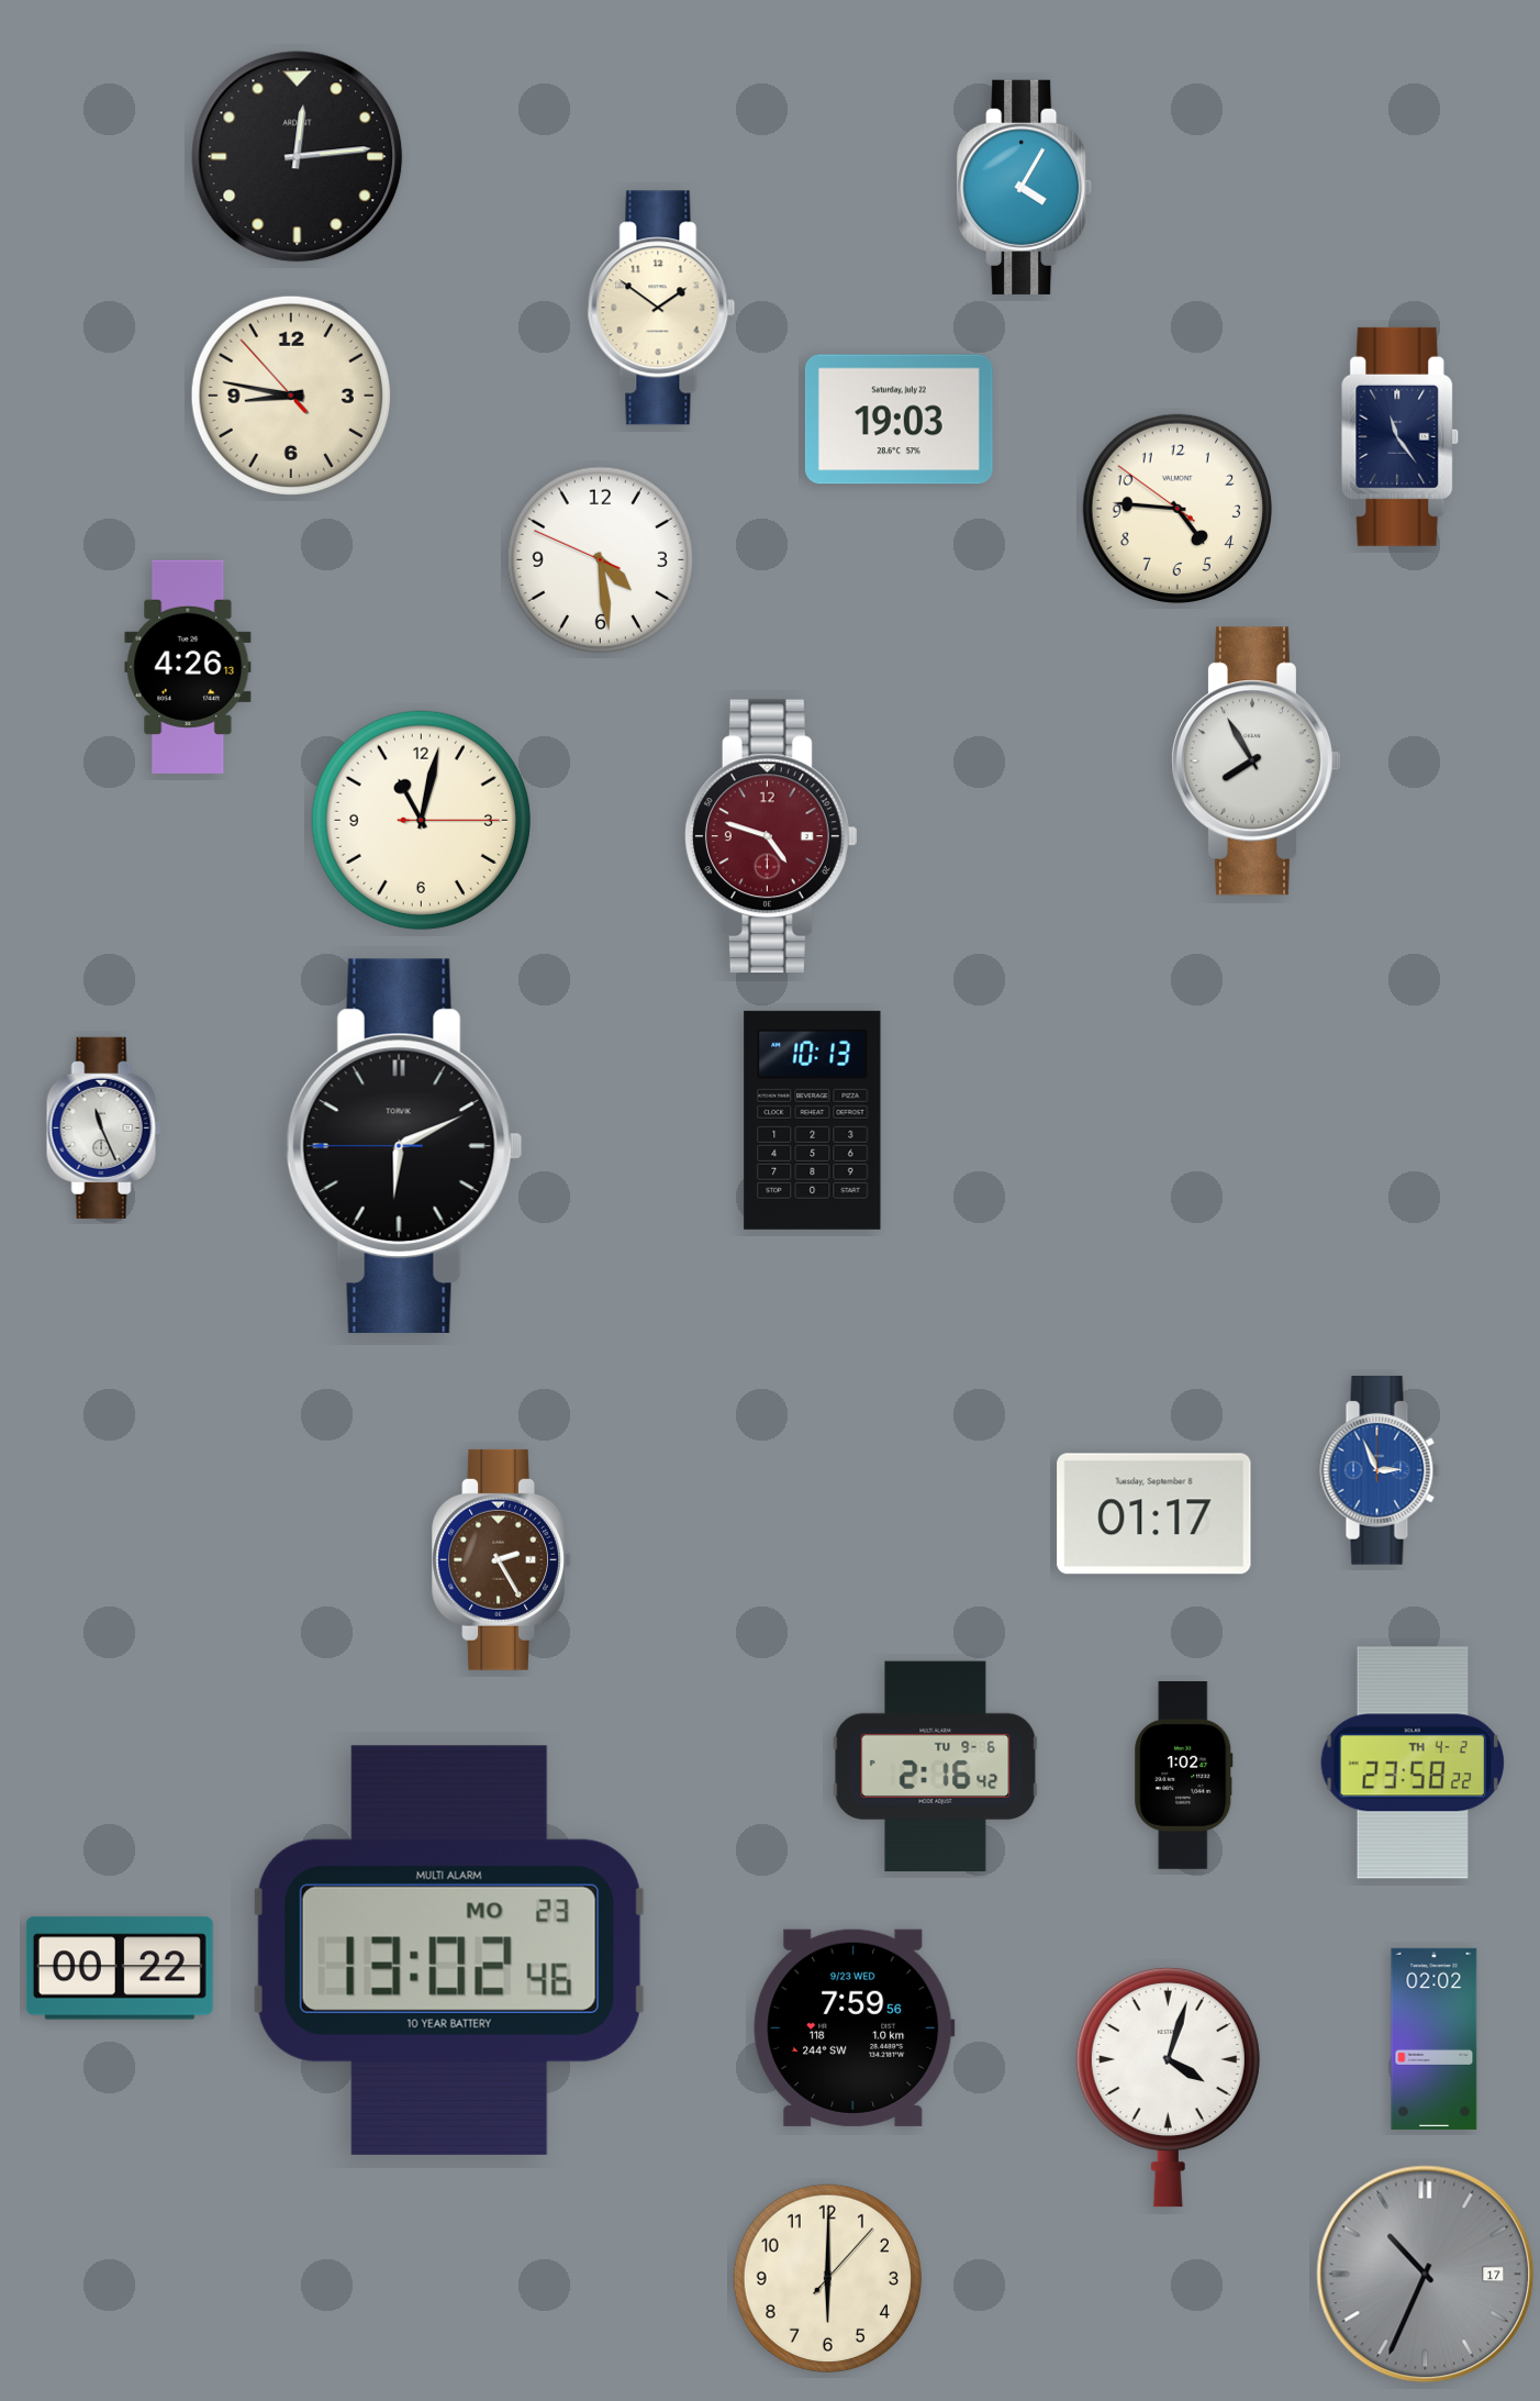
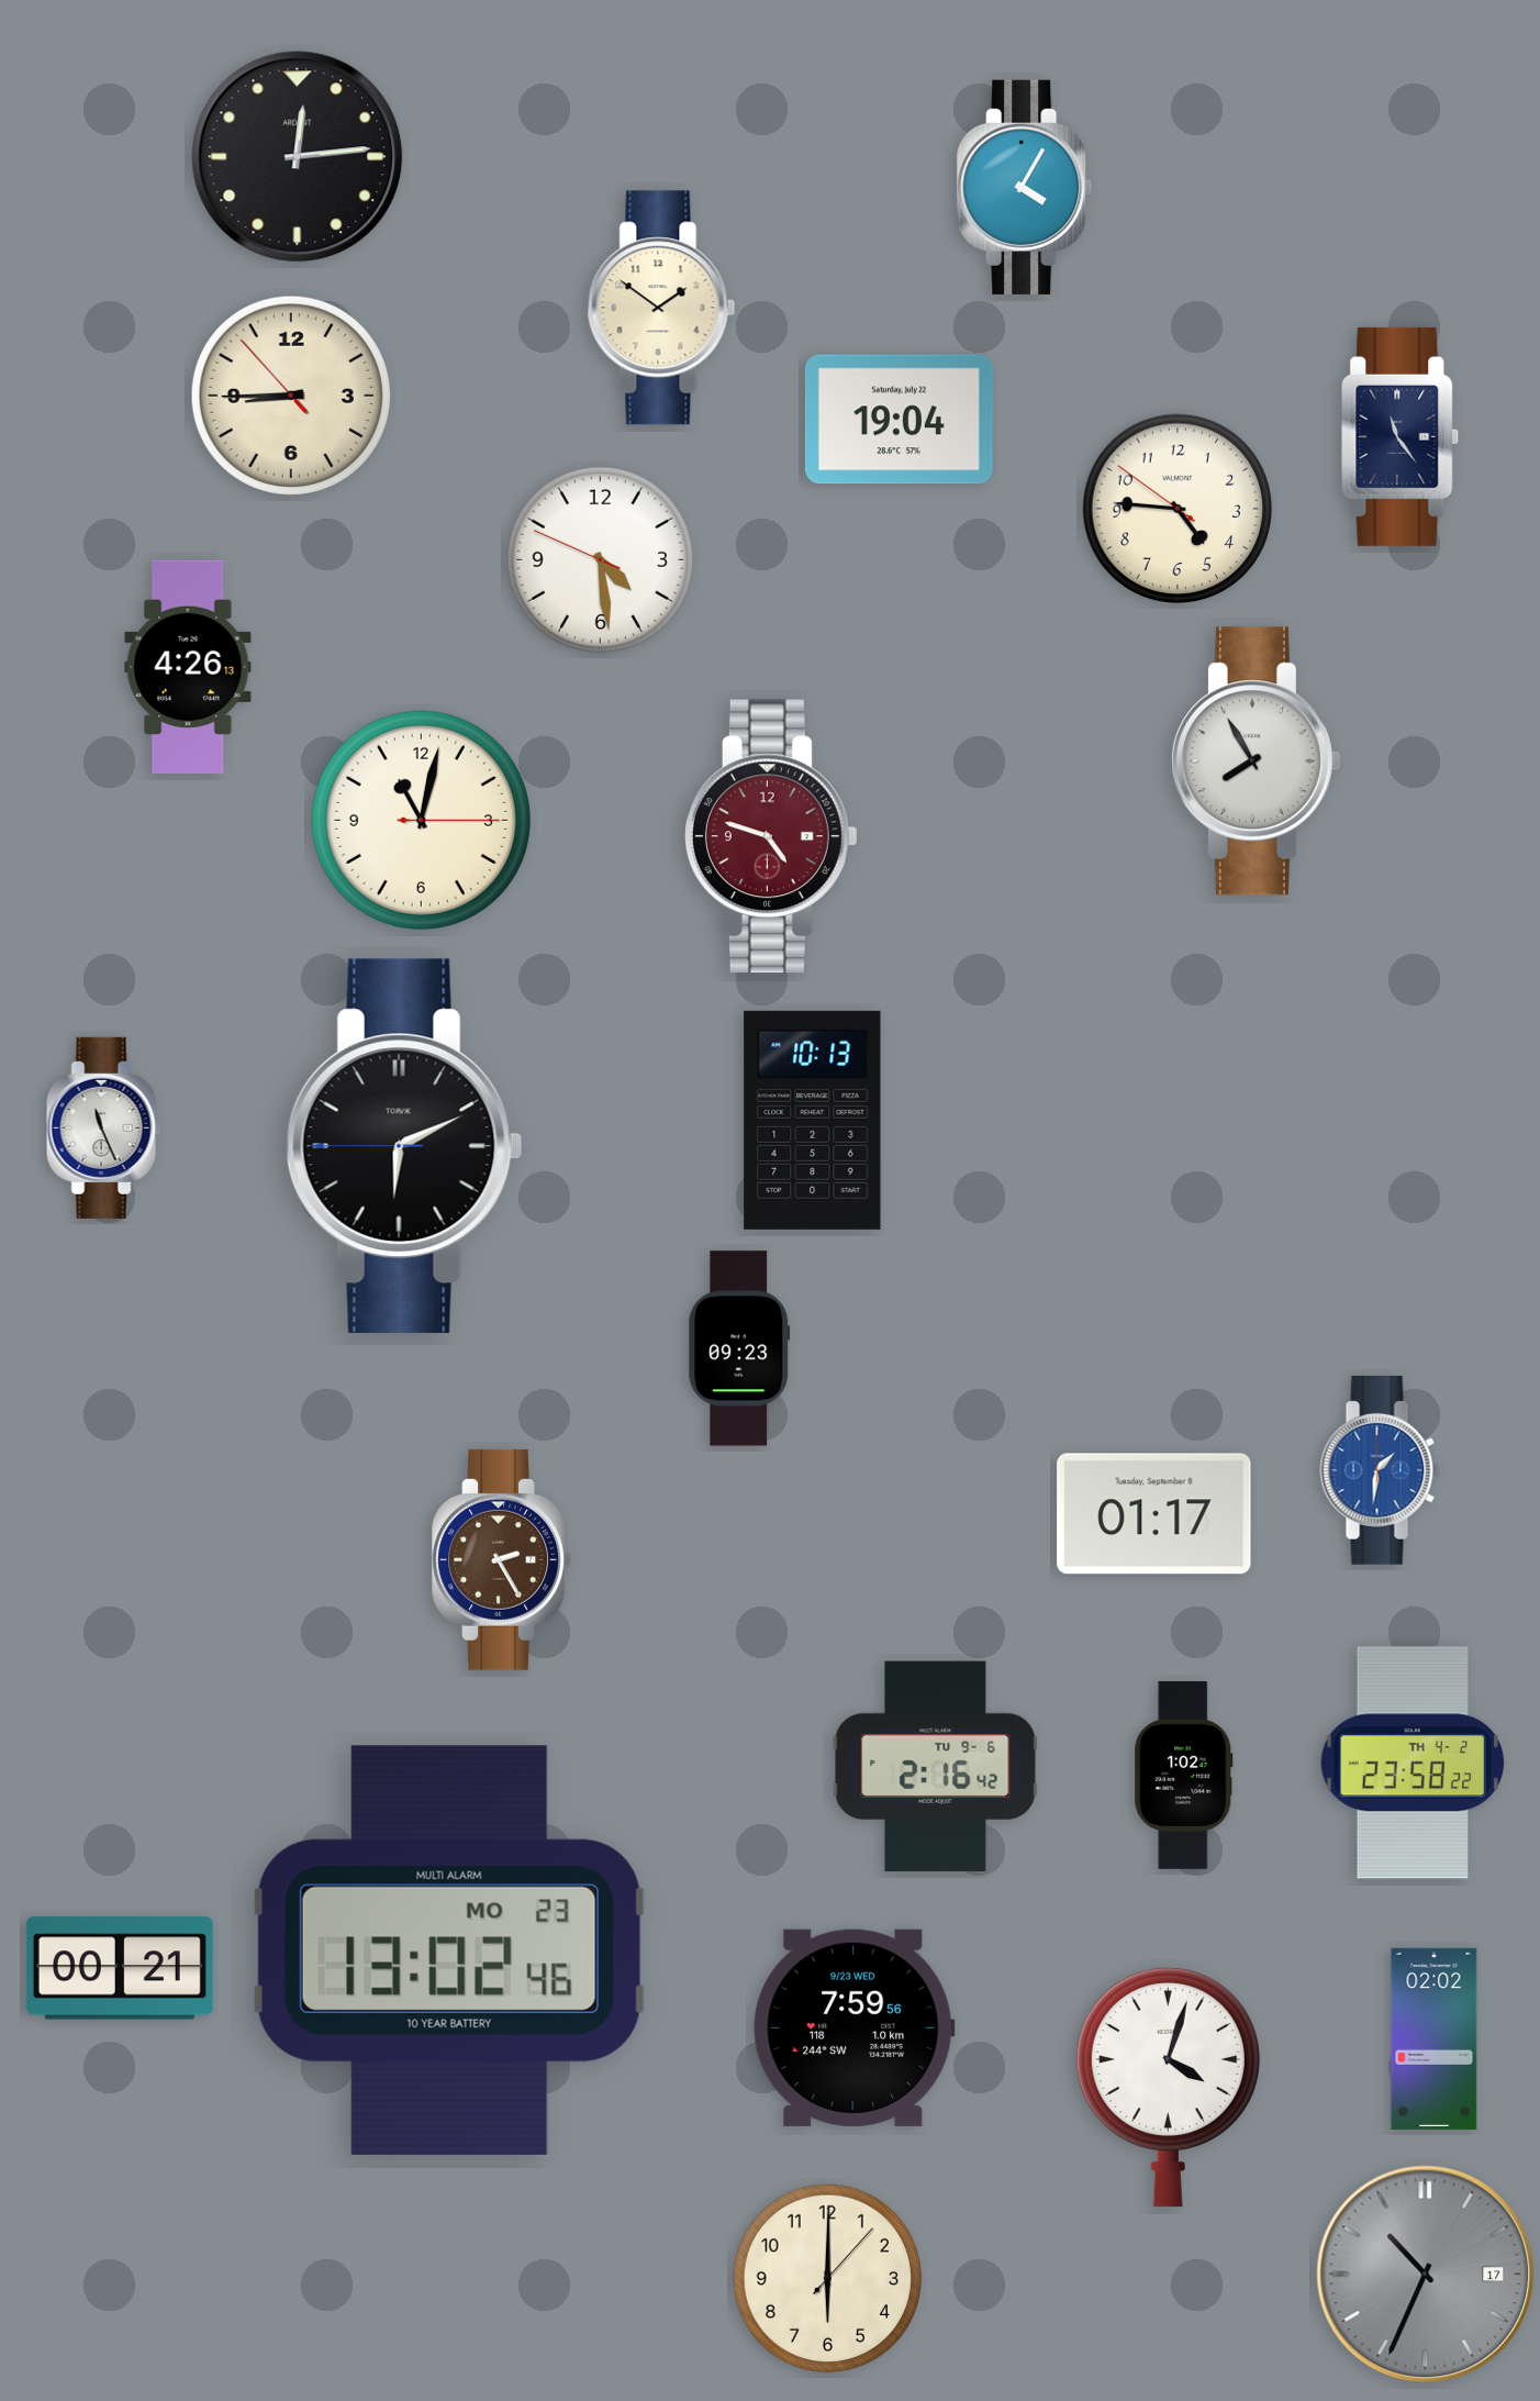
clock at (291, 396): 8:46 -> 8:44
clock at (899, 420): 19:03 -> 19:04
clock at (739, 1348): none -> 09:23
clock at (1380, 1470): 2:56 -> 1:31
clock at (120, 1968): 00:22 -> 00:21
